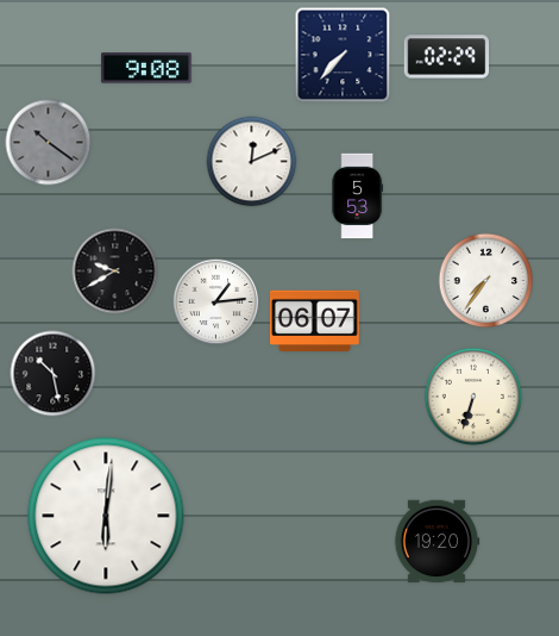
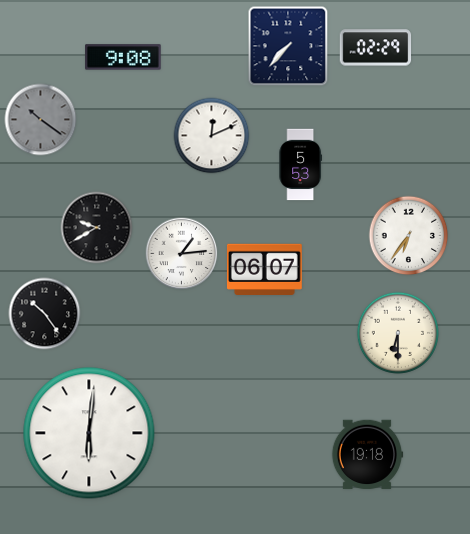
clock at (486, 281): 7:36 -> 6:36
clock at (54, 374): 10:28 -> 10:24
clock at (473, 397): 6:33 -> 6:30
clock at (436, 542): 19:20 -> 19:18
